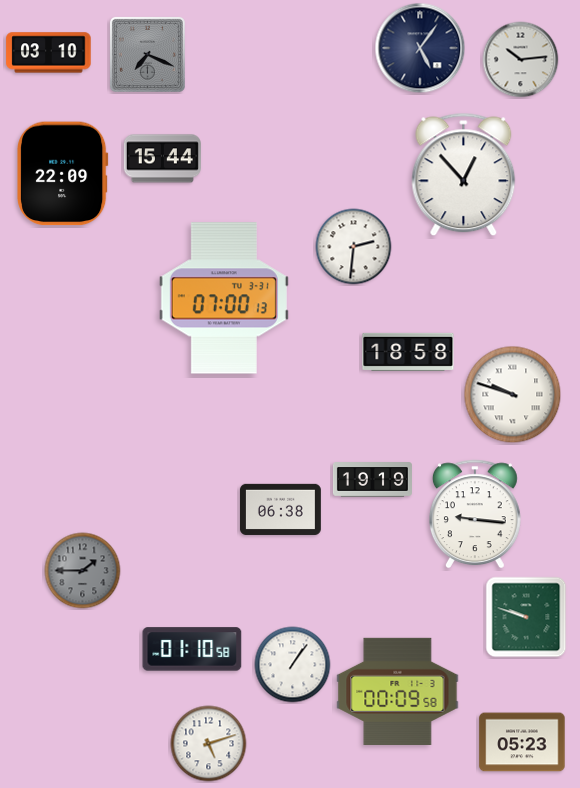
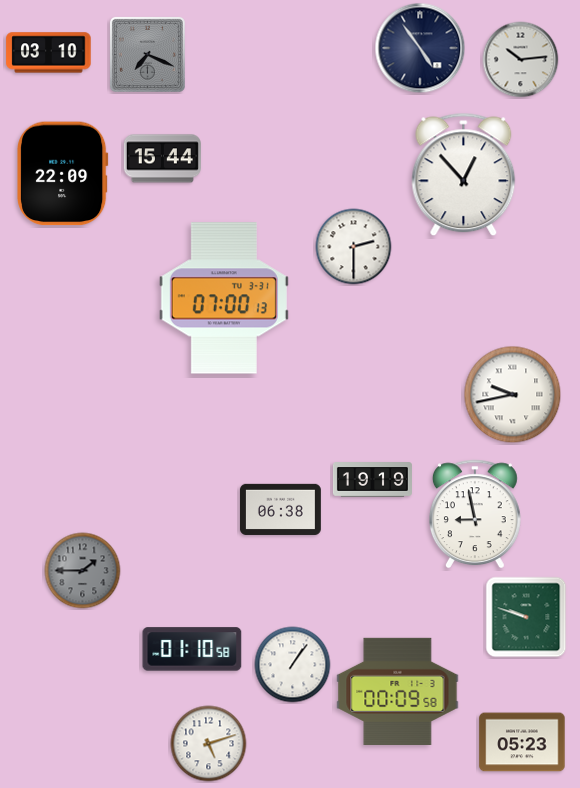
clock at (420, 48): 5:06 -> 4:54
clock at (354, 247): 2:31 -> 2:30
clock at (408, 352): 18:58 -> none
clock at (513, 395): 9:48 -> 9:43
clock at (475, 514): 9:16 -> 8:58
